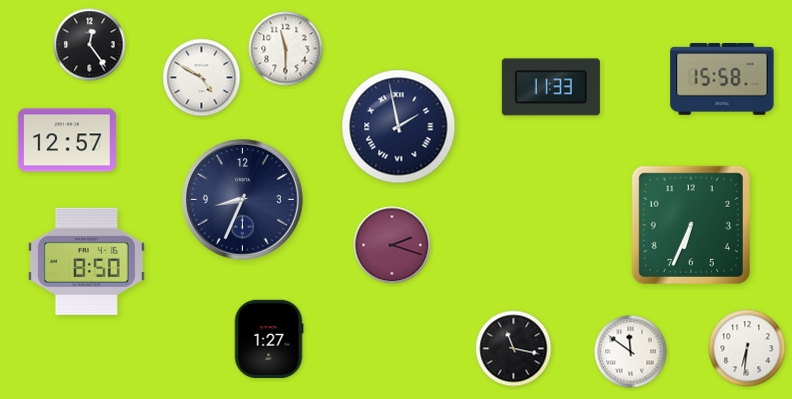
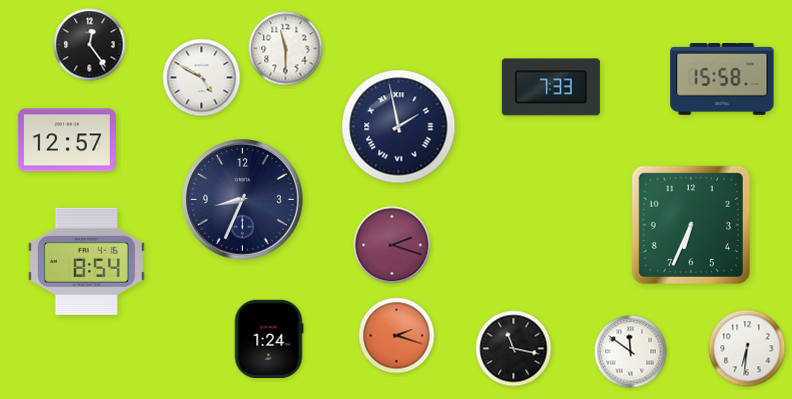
clock at (551, 87): 11:33 -> 7:33
clock at (86, 261): 8:50 -> 8:54
clock at (397, 336): none -> 2:18
clock at (269, 339): 1:27 -> 1:24
